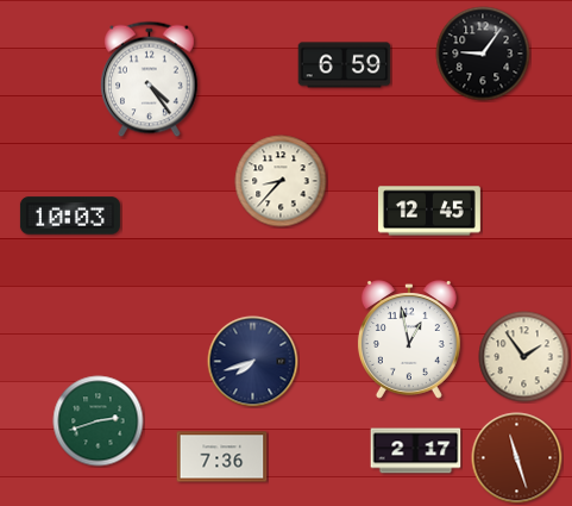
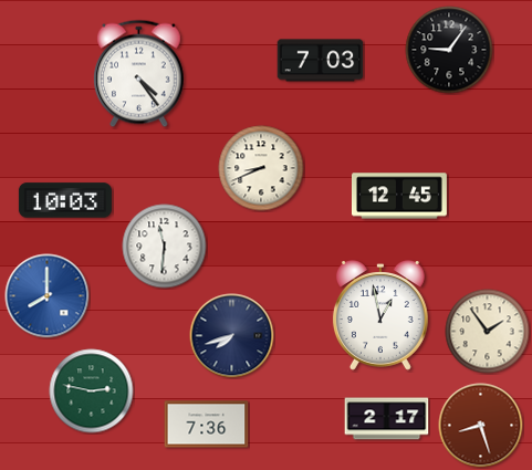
clock at (345, 65): 6:59 -> 7:03
clock at (281, 181): 8:37 -> 8:41
clock at (165, 247): none -> 11:31
clock at (48, 296): none -> 8:00
clock at (253, 362) position: (253, 362) -> (232, 336)
clock at (99, 421): 2:42 -> 2:47
clock at (517, 458): 11:27 -> 8:27
